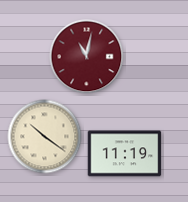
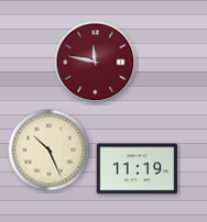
clock at (87, 57): 11:02 -> 11:47
clock at (45, 137): 10:21 -> 10:26
